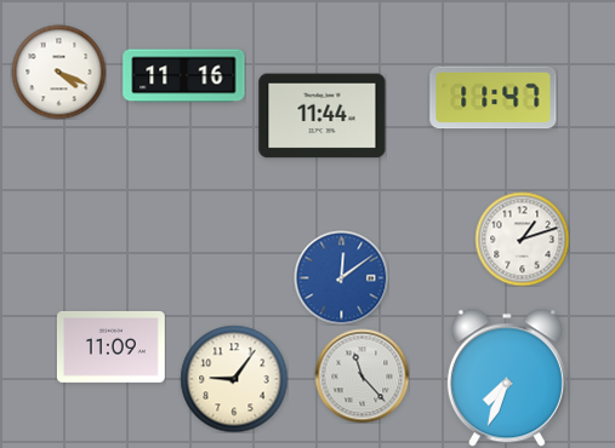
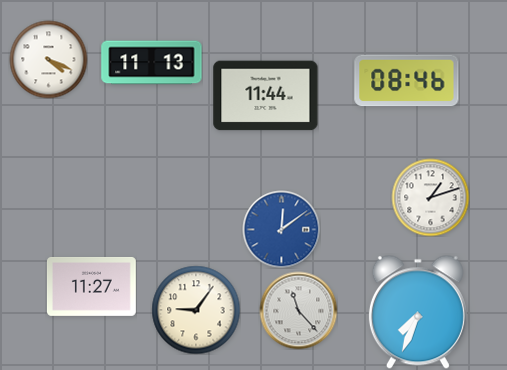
clock at (184, 76): 11:16 -> 11:13
clock at (494, 98): 11:47 -> 08:46
clock at (110, 346): 11:09 -> 11:27
clock at (234, 379) position: (234, 379) -> (196, 310)
